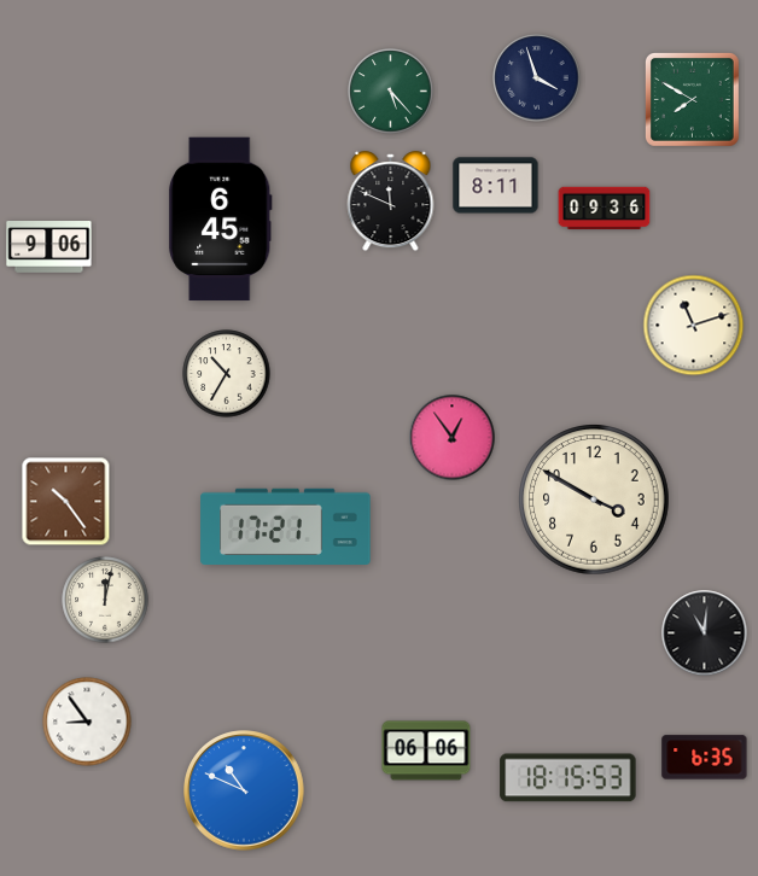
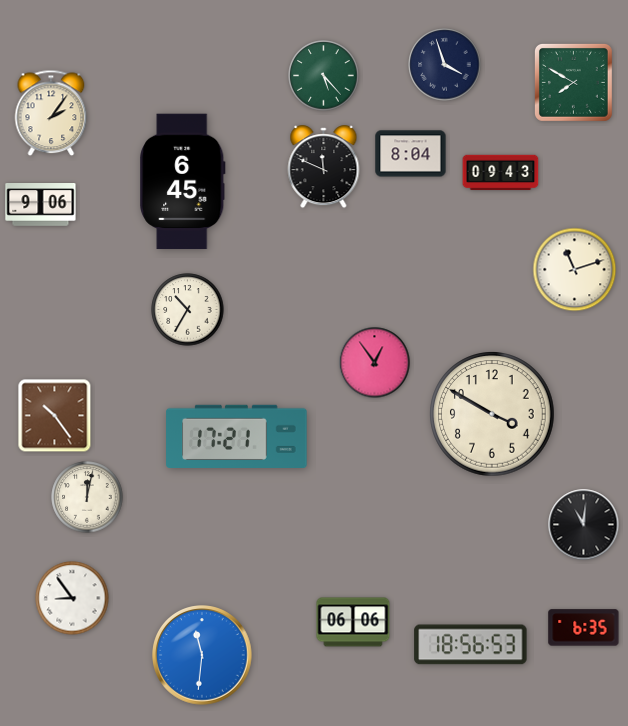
clock at (51, 113): none -> 2:06
clock at (496, 186): 8:11 -> 8:04
clock at (605, 209): 09:36 -> 09:43
clock at (568, 778): 18:15 -> 18:56
clock at (244, 790): 10:49 -> 11:31
